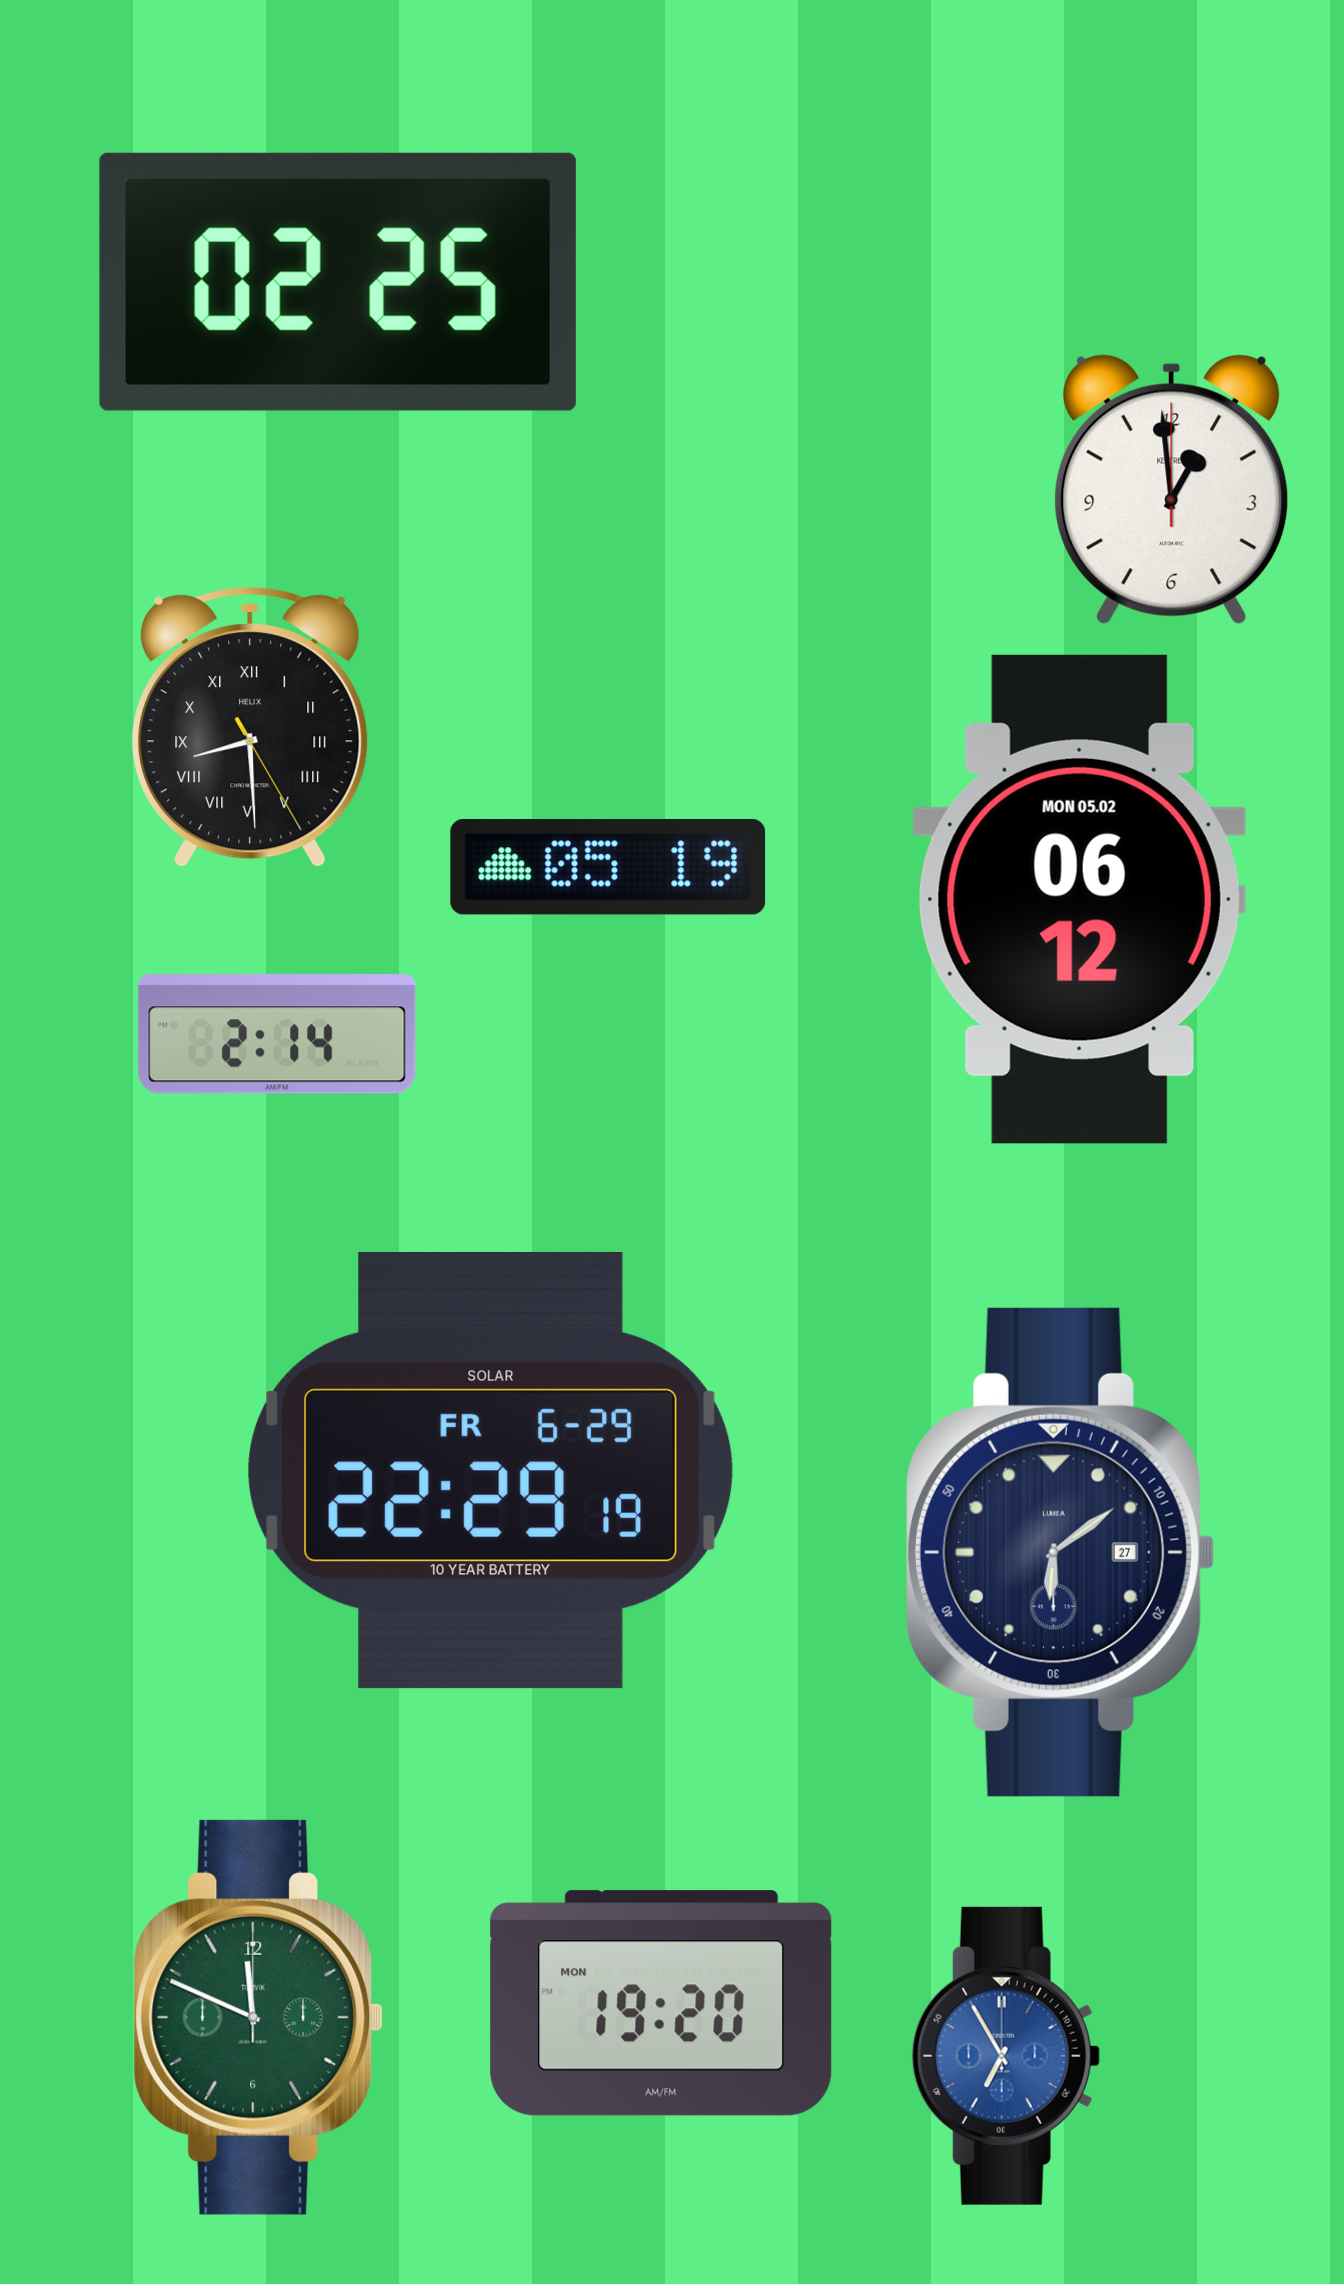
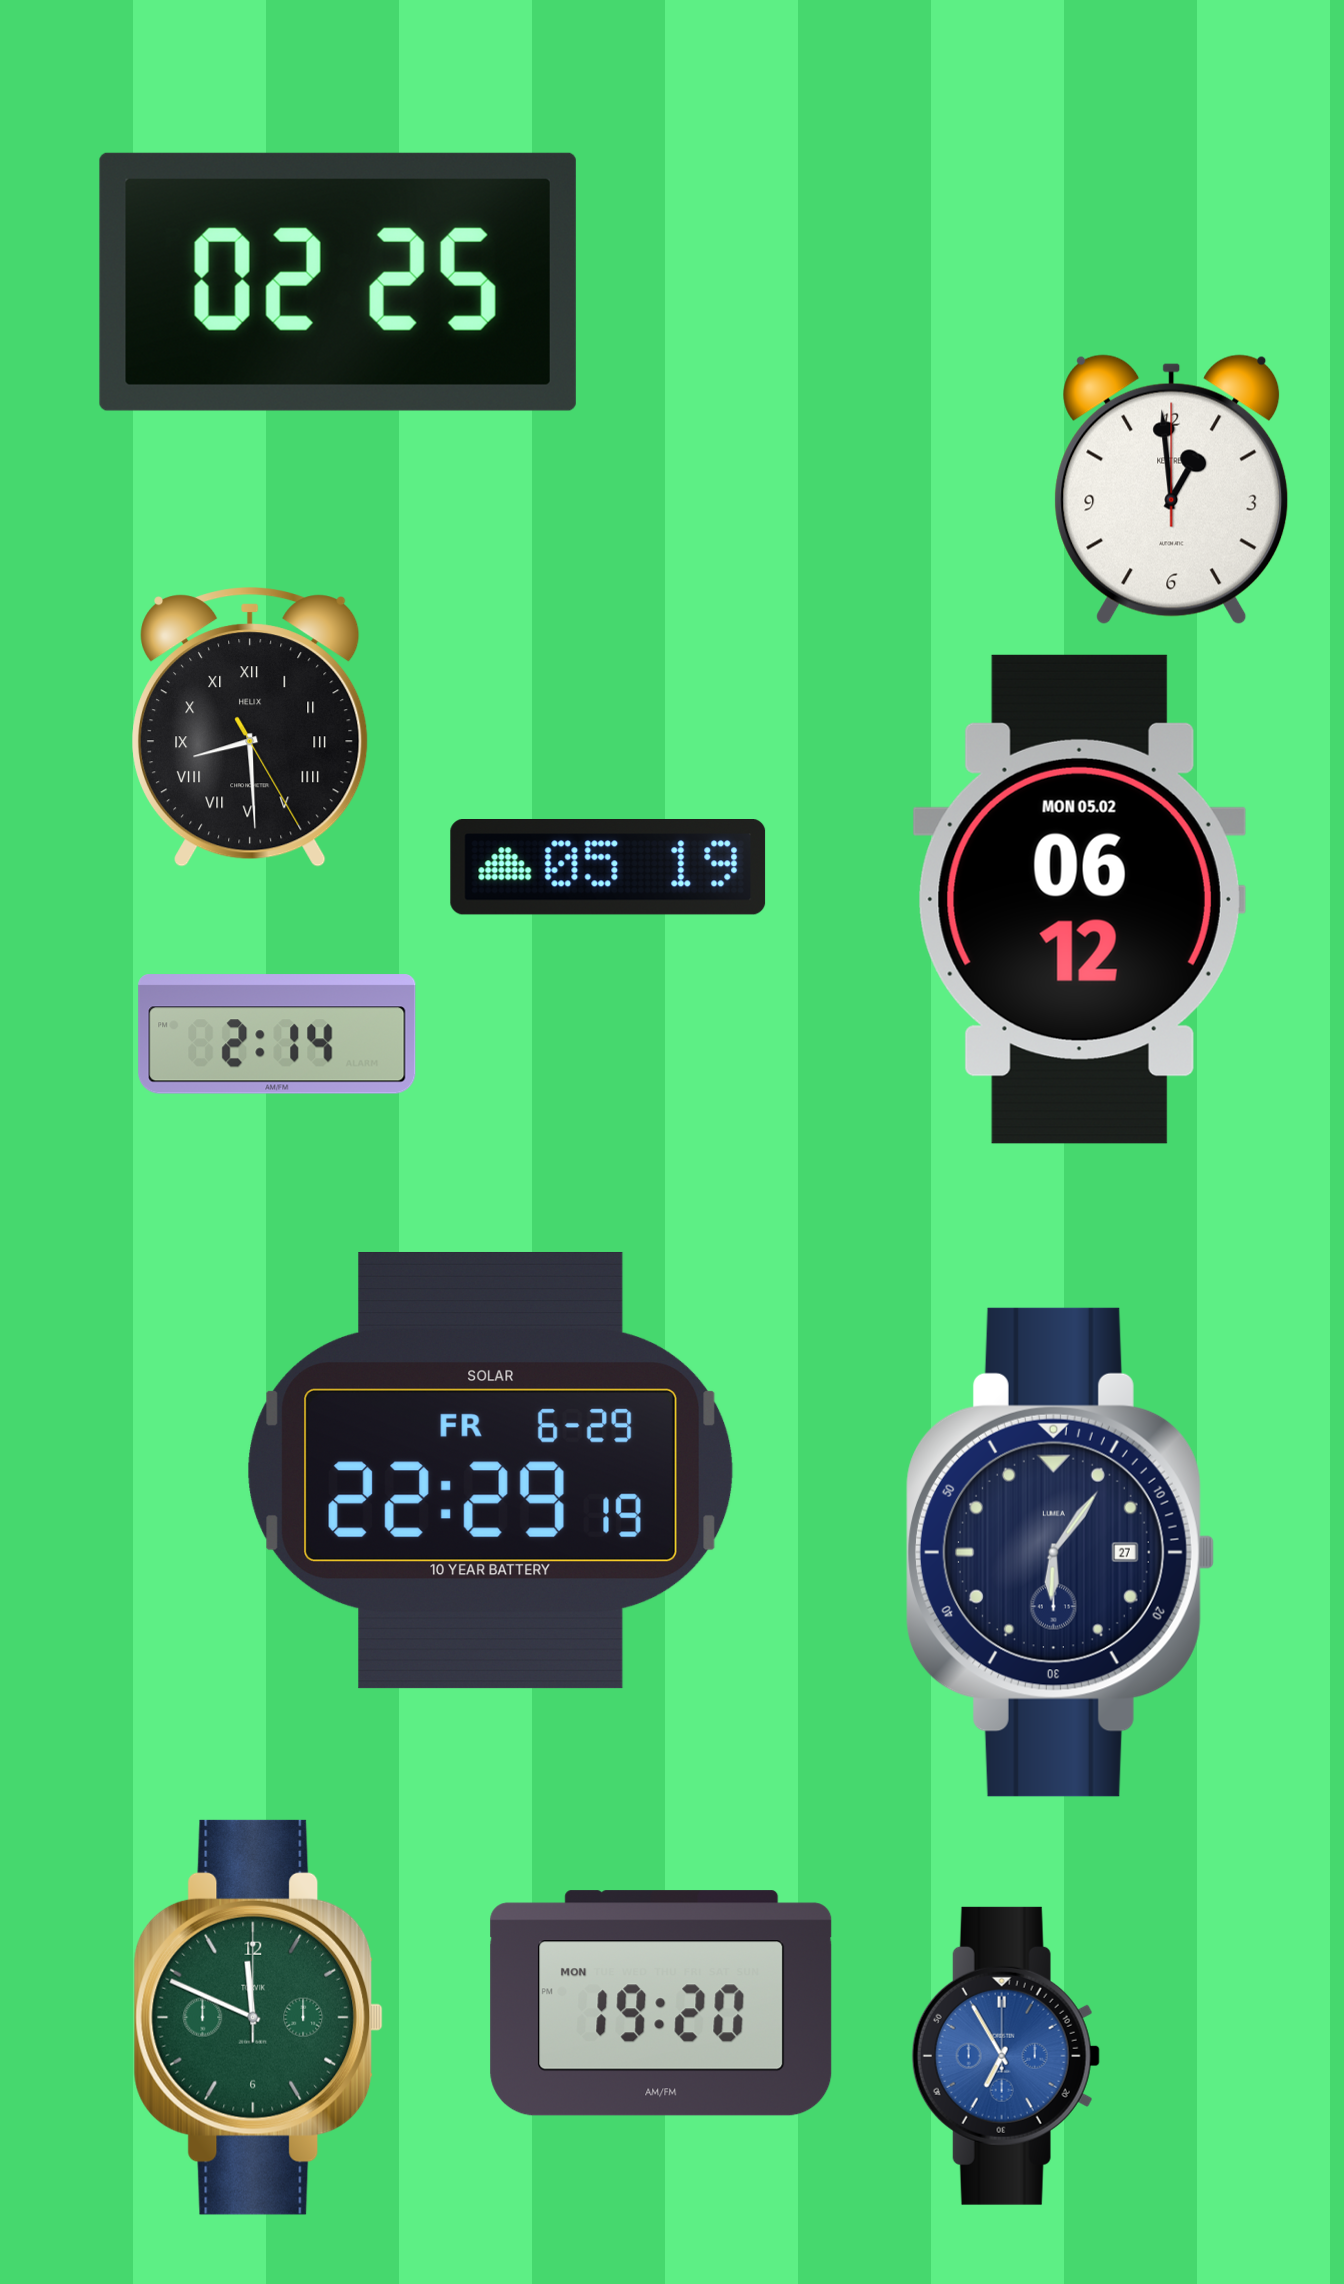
clock at (1060, 1552): 6:09 -> 6:06
